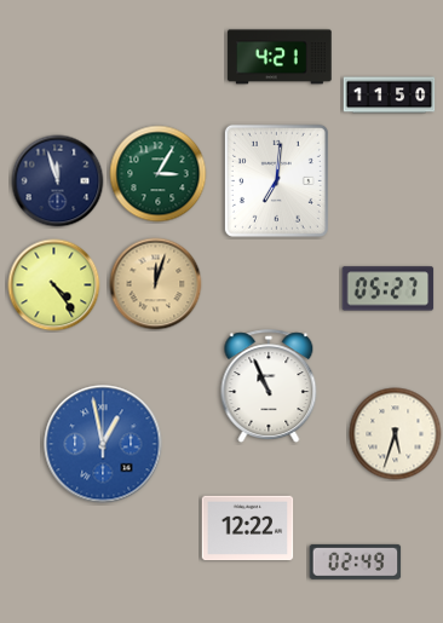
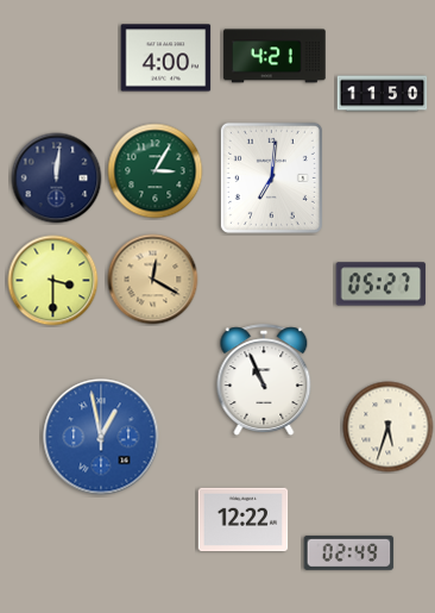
clock at (166, 58): none -> 4:00
clock at (58, 181): 11:57 -> 12:01
clock at (156, 284): 12:03 -> 12:20
clock at (54, 285): 4:24 -> 3:30
